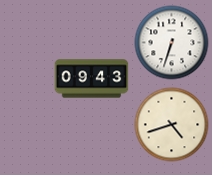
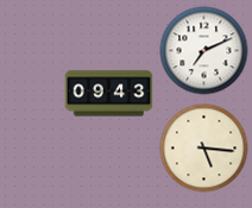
clock at (172, 43): 6:33 -> 7:11
clock at (172, 125): 4:42 -> 5:16
